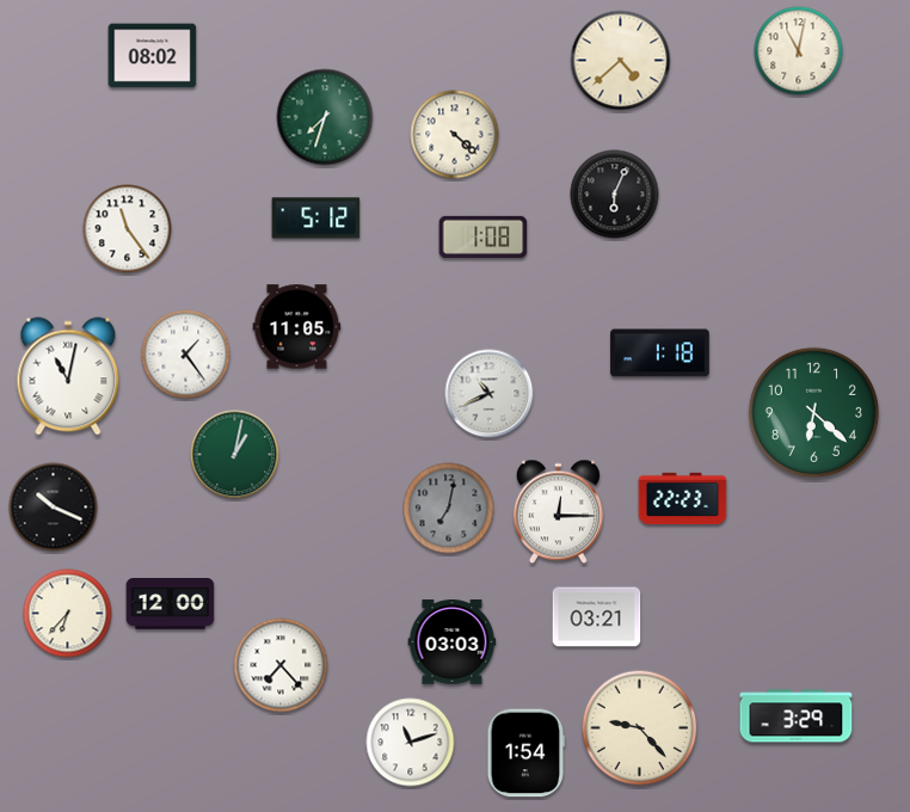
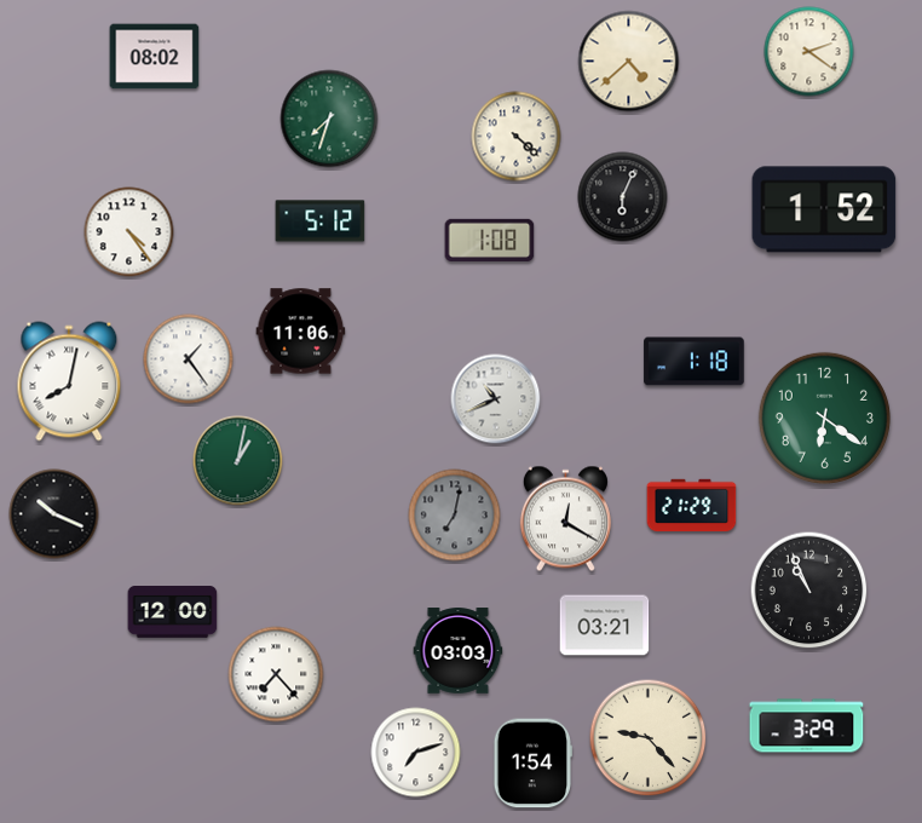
clock at (799, 51): 11:02 -> 2:21
clock at (455, 135) position: (455, 135) -> (517, 137)
clock at (824, 209): none -> 1:52
clock at (128, 229): 11:24 -> 4:24
clock at (297, 327): 11:05 -> 11:06
clock at (660, 353) position: (660, 353) -> (695, 362)
clock at (68, 376): 11:02 -> 8:02
clock at (813, 412): 6:22 -> 6:21
clock at (683, 499): 22:23 -> 21:29
clock at (558, 512): 12:15 -> 12:20
clock at (809, 591): none -> 10:56
clock at (68, 614): 6:37 -> none
clock at (281, 665) position: (281, 665) -> (276, 674)
clock at (411, 743): 11:12 -> 7:12
